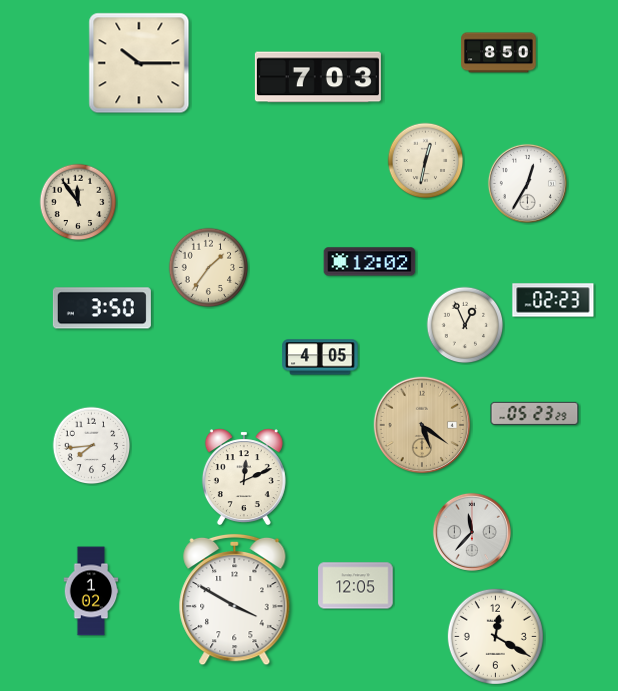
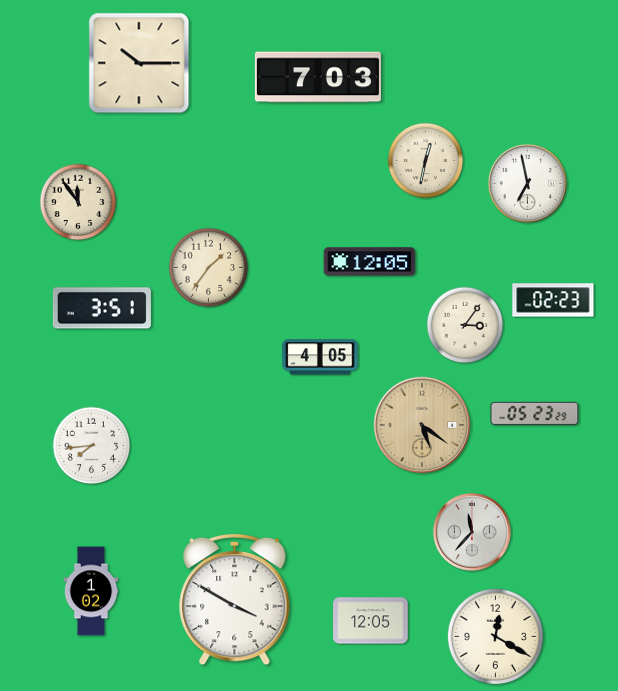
clock at (499, 53): 8:50 -> none
clock at (527, 183): 12:35 -> 6:58
clock at (370, 262): 12:02 -> 12:05
clock at (102, 308): 3:50 -> 3:51
clock at (465, 325): 12:56 -> 3:06
clock at (244, 476): 12:11 -> none
clock at (356, 586) position: (356, 586) -> (371, 621)
